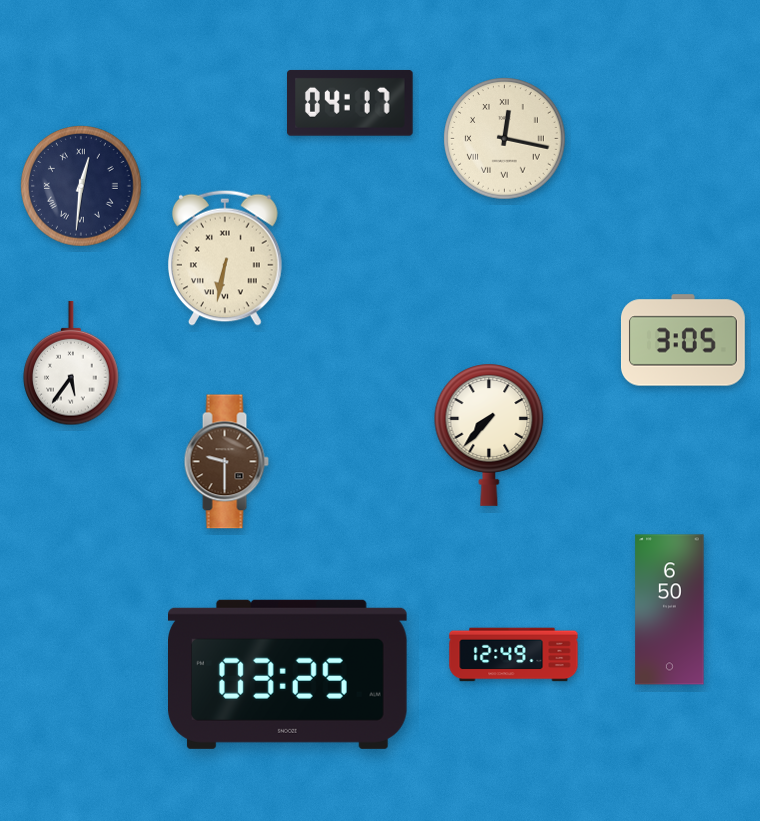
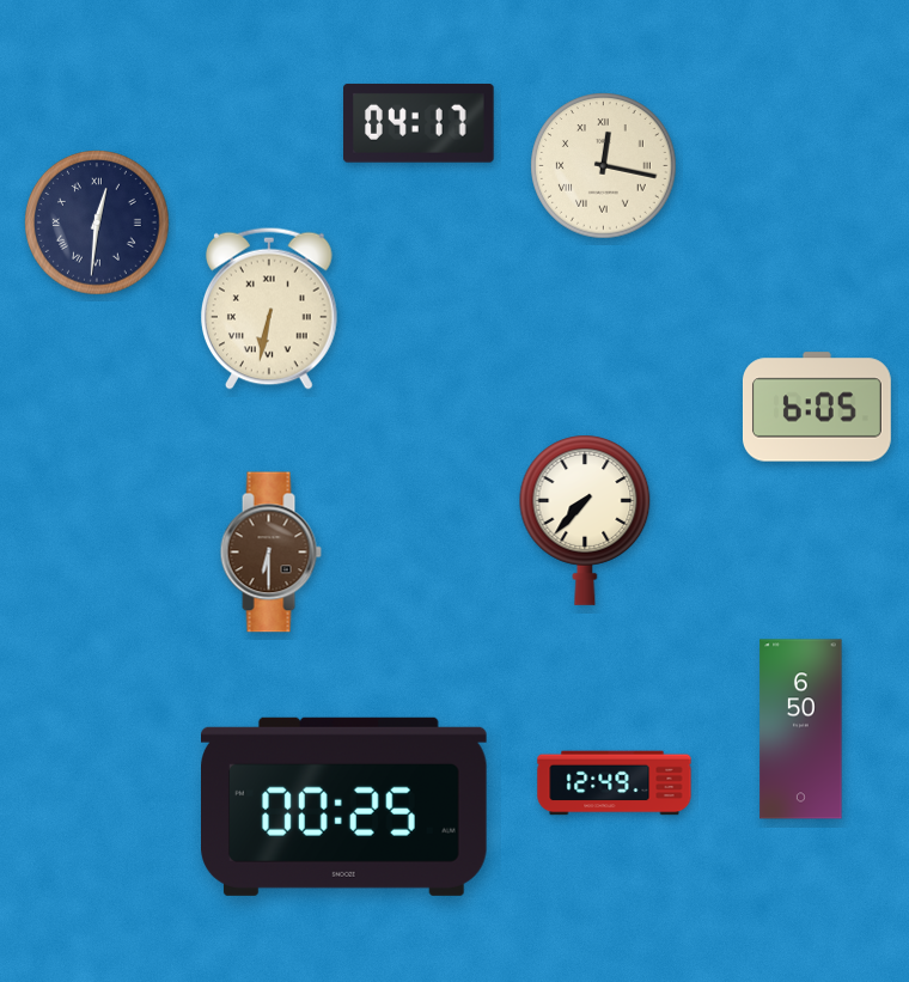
clock at (683, 340): 3:05 -> 6:05
clock at (71, 363): 5:36 -> none
clock at (226, 462): 9:30 -> 6:30
clock at (288, 674): 03:25 -> 00:25
